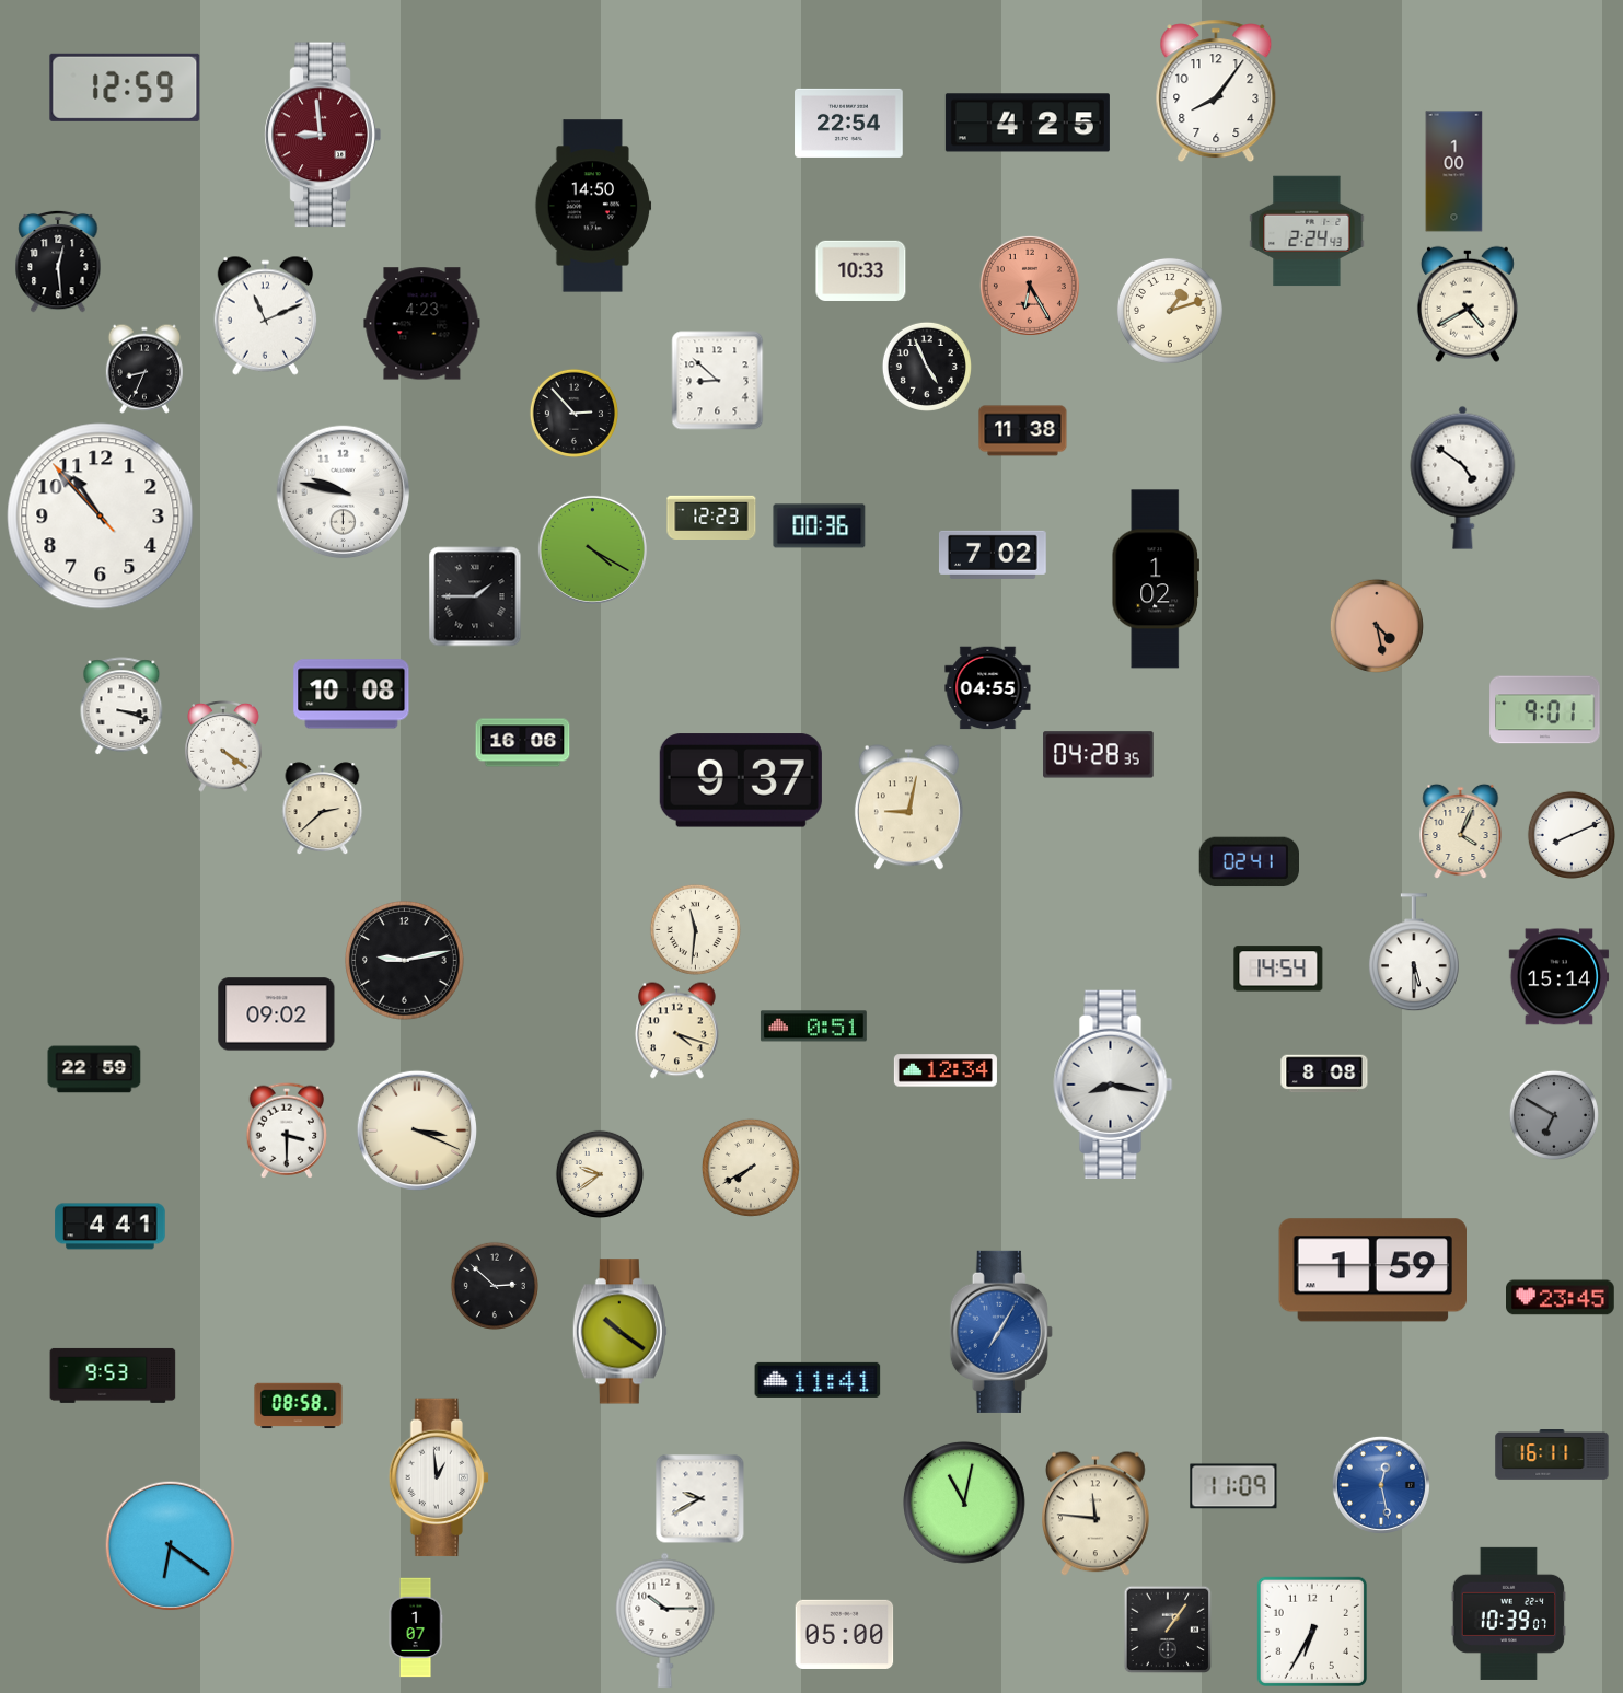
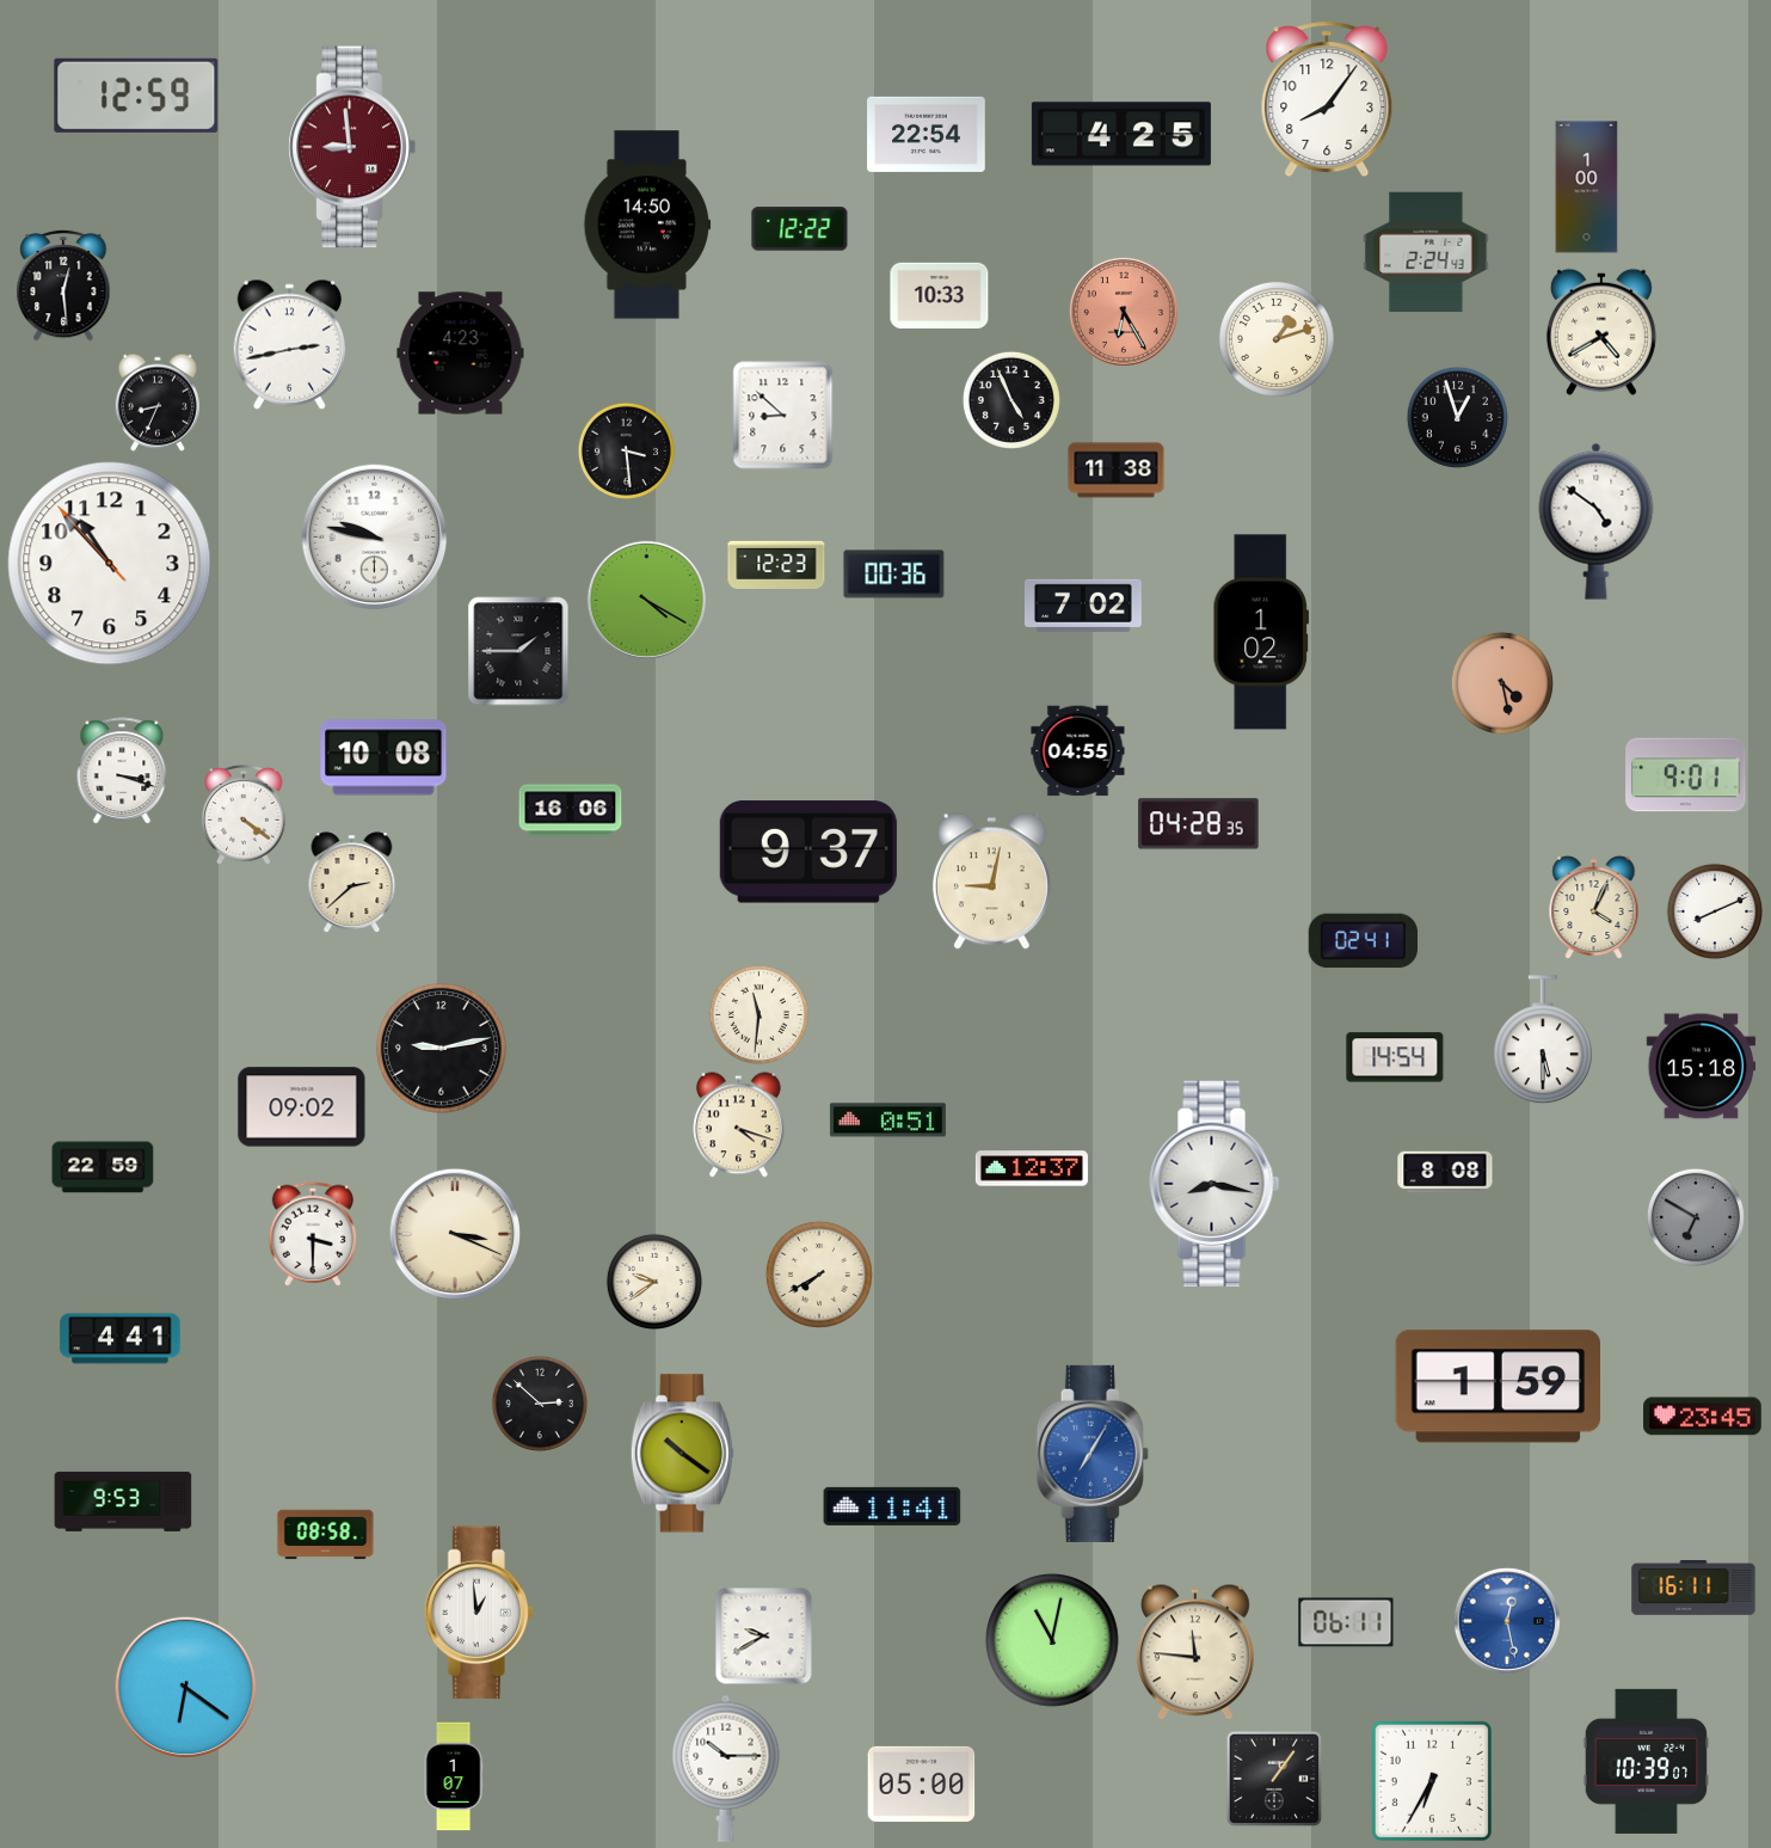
clock at (800, 229): none -> 12:22
clock at (266, 315): 11:11 -> 2:43
clock at (1457, 417): none -> 12:57
clock at (573, 413): 2:53 -> 3:29
clock at (121, 707) position: (121, 707) -> (122, 772)
clock at (1560, 977): 15:14 -> 15:18
clock at (946, 1070): 12:34 -> 12:37
clock at (619, 1332) position: (619, 1332) -> (682, 1454)
clock at (1233, 1486): 11:09 -> 06:11
